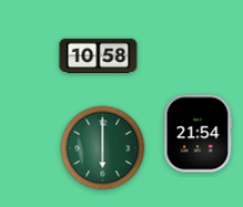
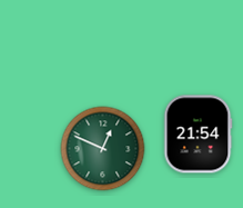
clock at (99, 55): 10:58 -> none
clock at (103, 148): 6:00 -> 12:49
